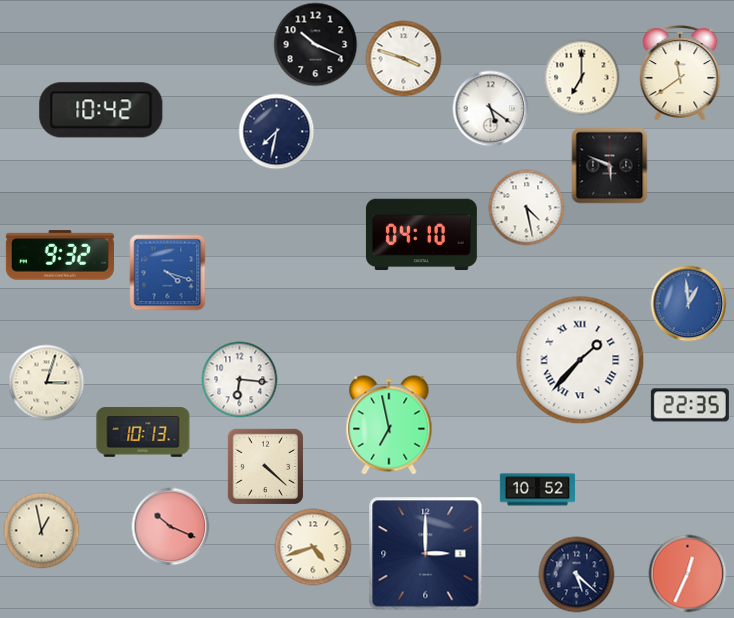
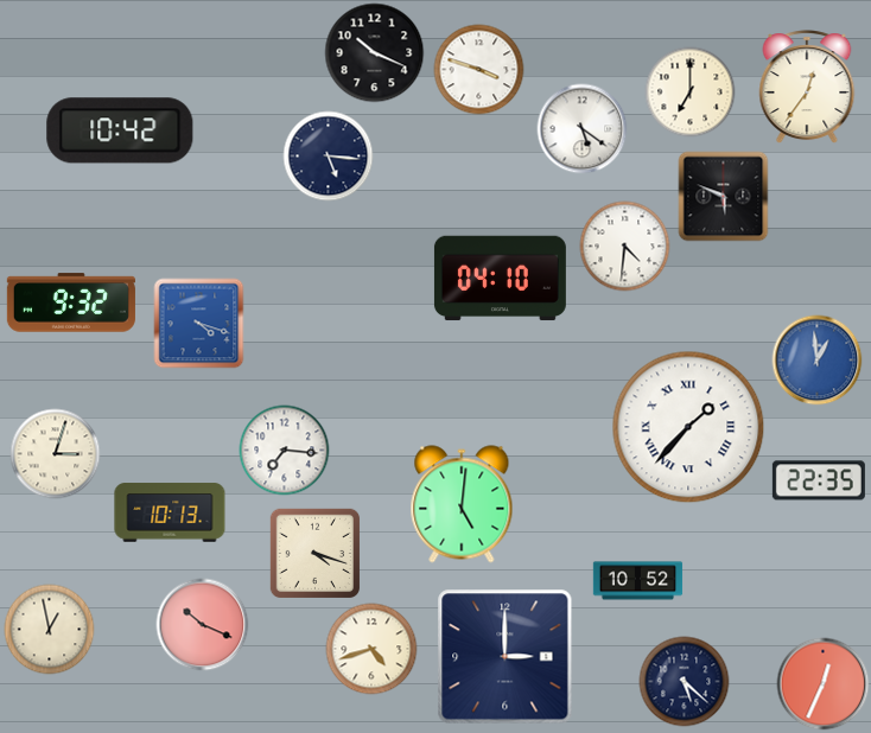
clock at (680, 73): 11:39 -> 12:36
clock at (277, 132): 7:32 -> 5:16
clock at (527, 208): 4:28 -> 4:31
clock at (240, 380): 6:16 -> 7:16
clock at (389, 425): 6:58 -> 5:01
clock at (265, 466): 4:22 -> 4:18
clock at (688, 574) position: (688, 574) -> (824, 684)
